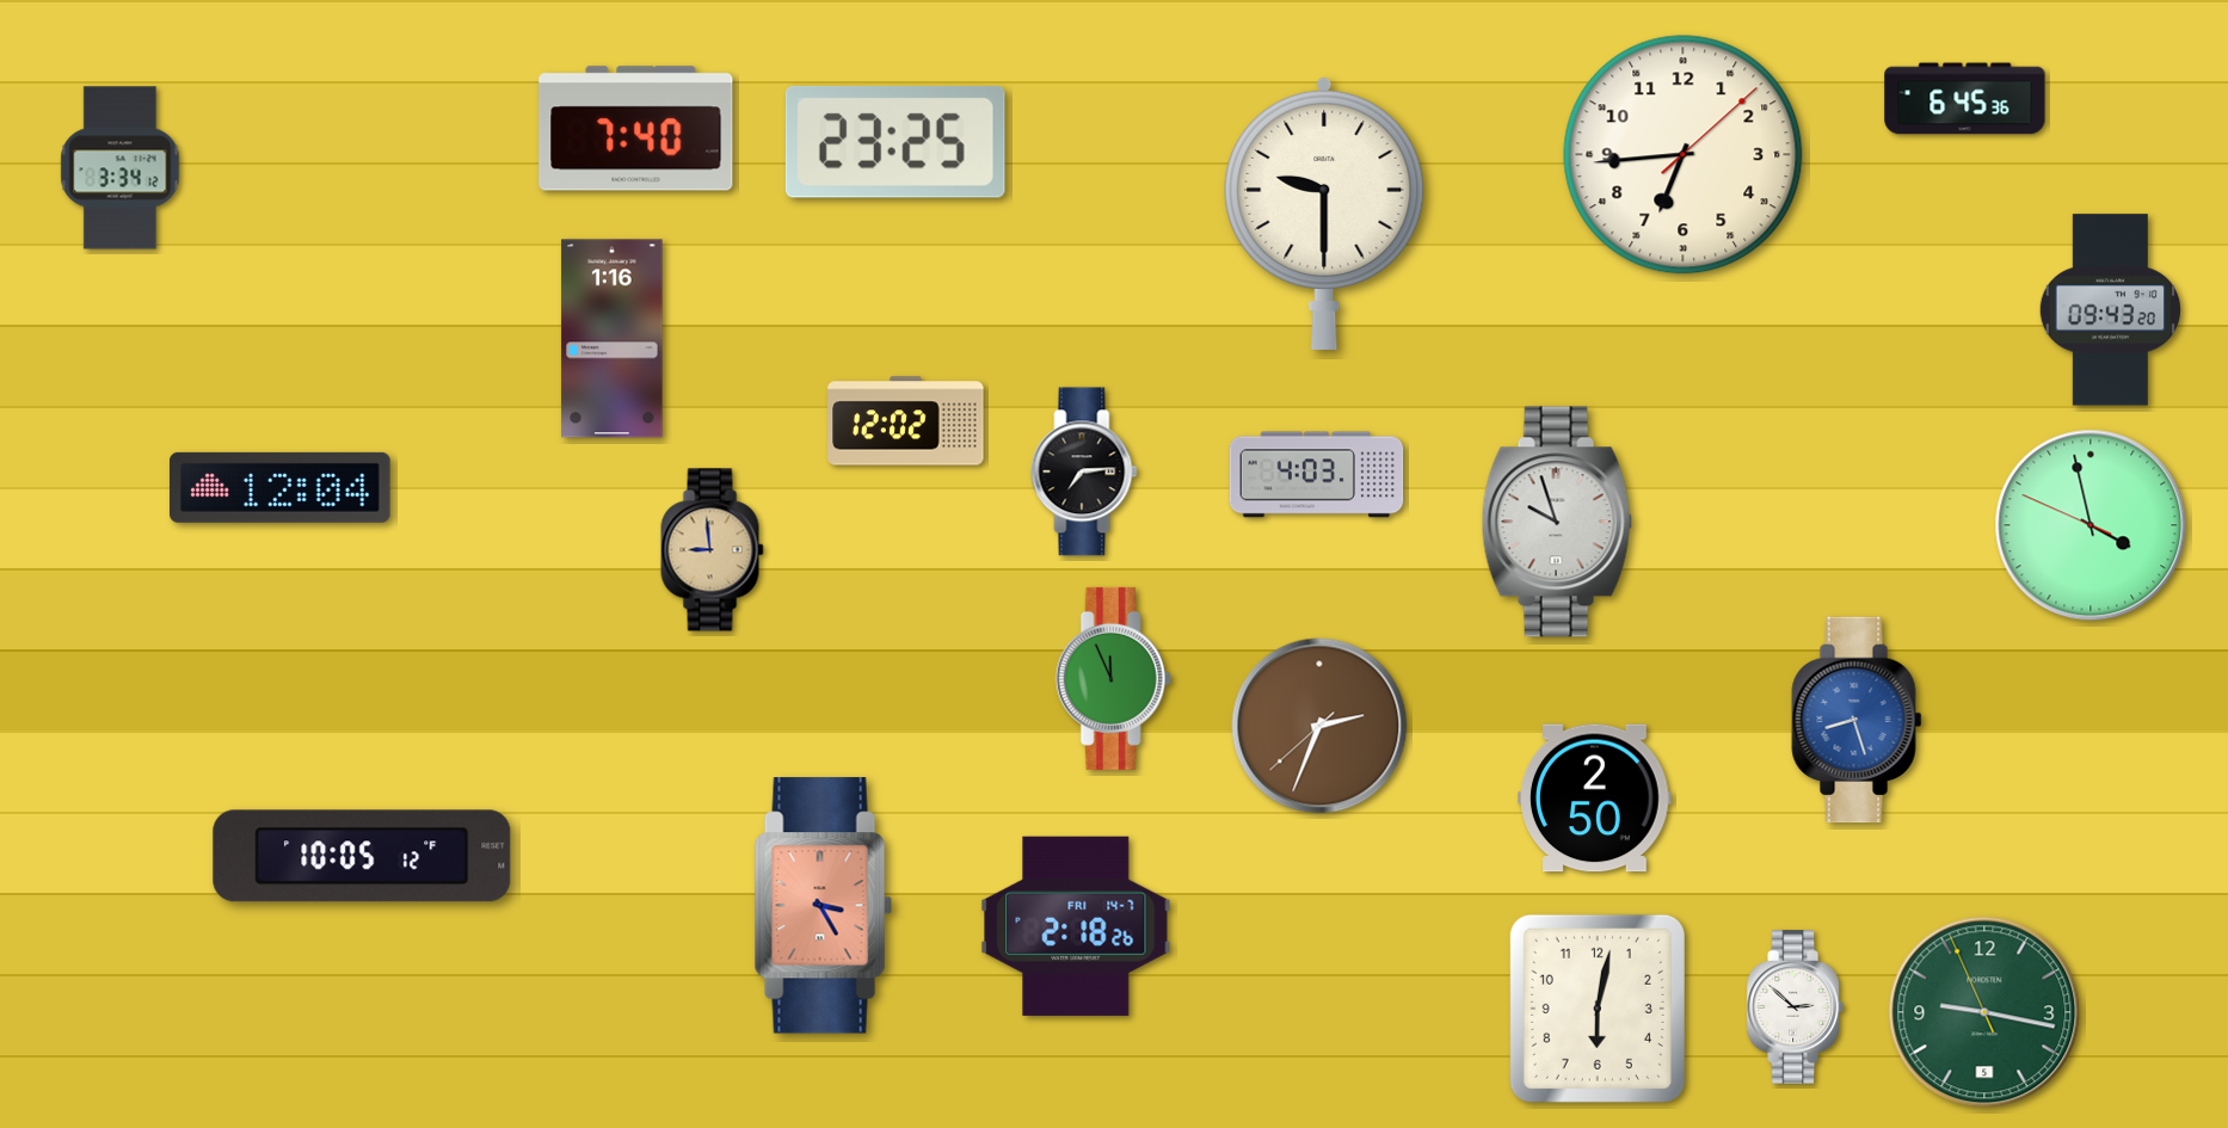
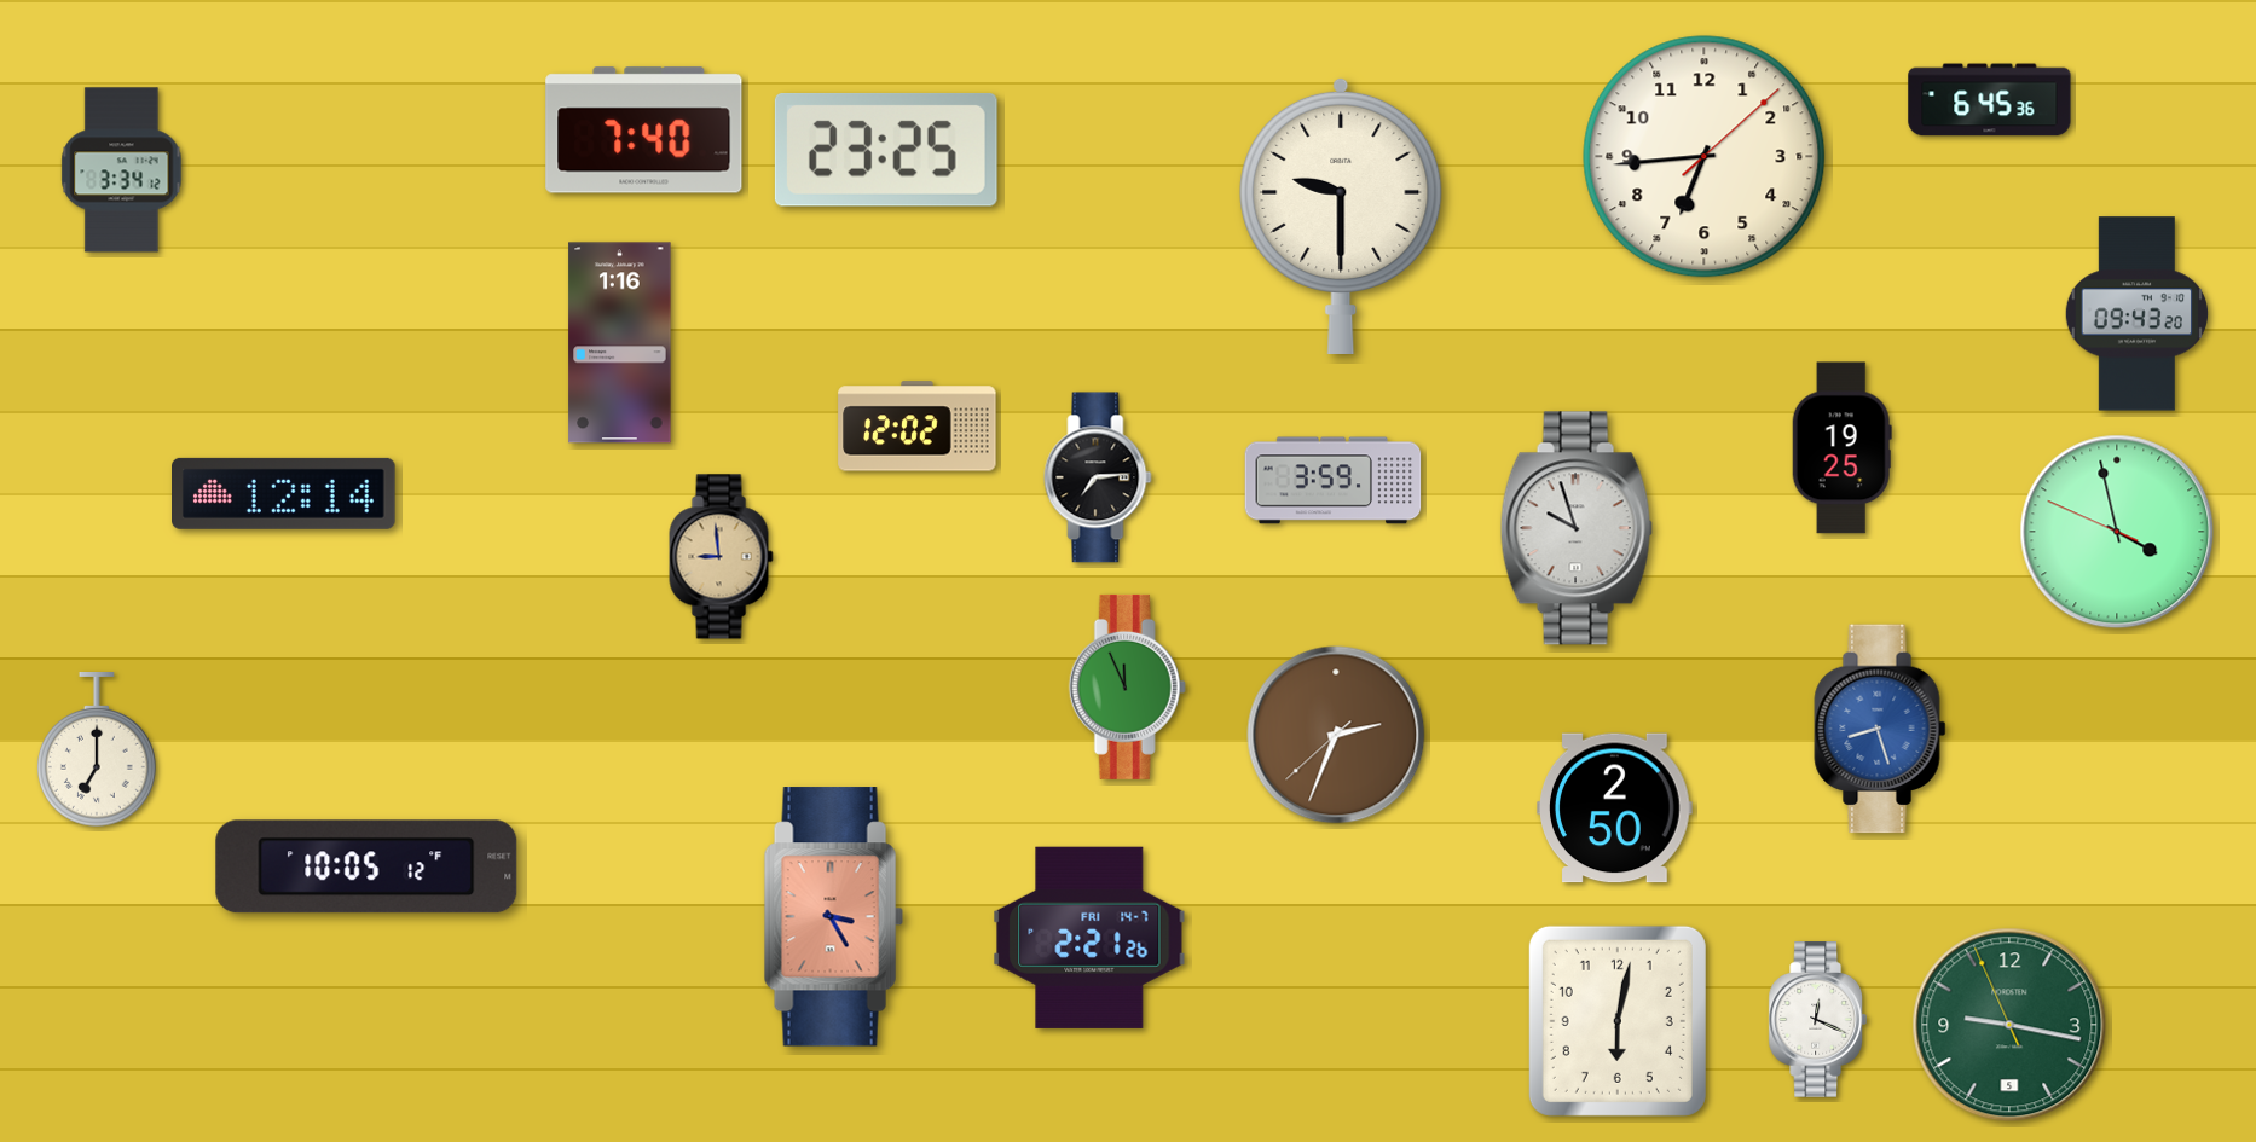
clock at (895, 142) position: (895, 142) -> (886, 150)
clock at (1841, 448): none -> 19:25
clock at (1317, 475): 4:03 -> 3:59
clock at (281, 487): 12:04 -> 12:14
clock at (97, 750): none -> 7:00
clock at (1076, 926): 2:18 -> 2:21
clock at (1795, 1007): 2:52 -> 12:19
